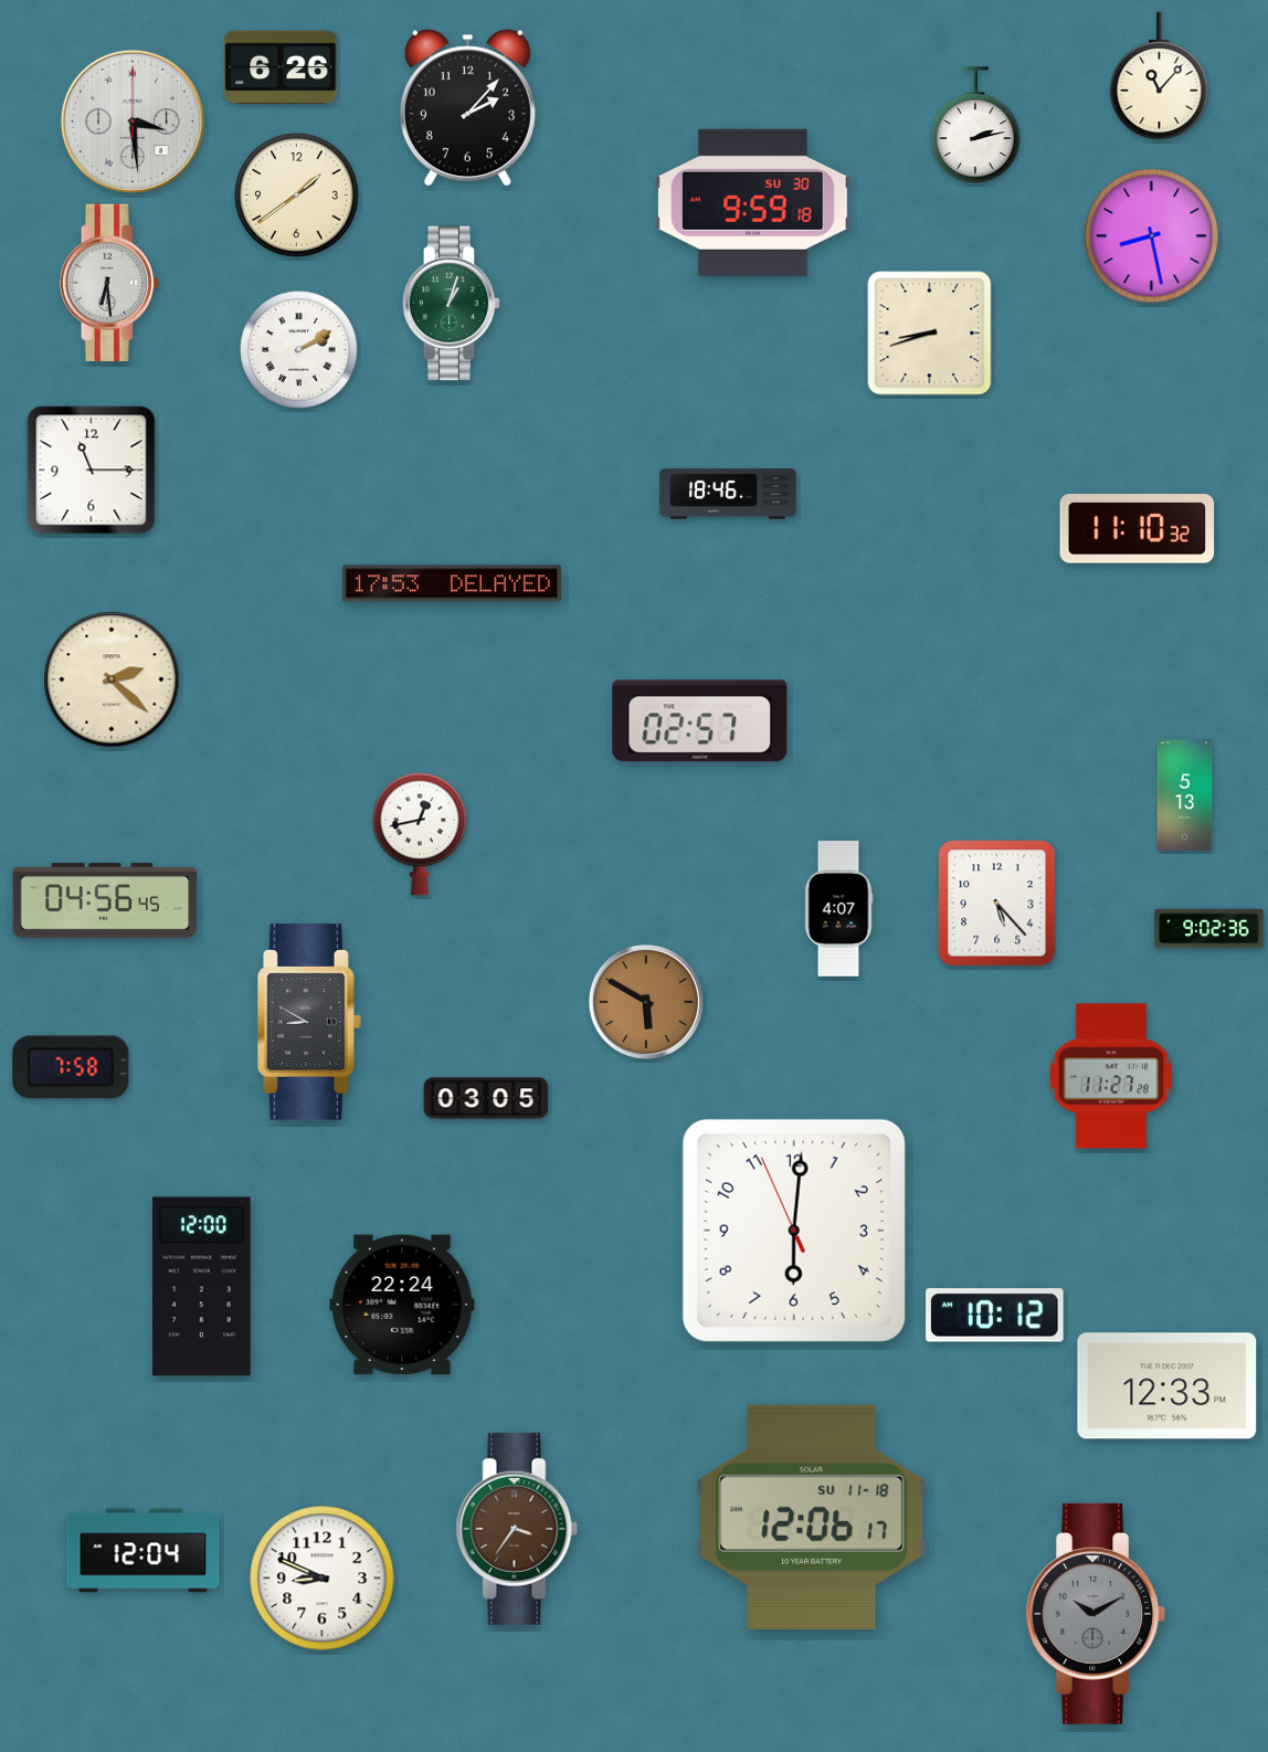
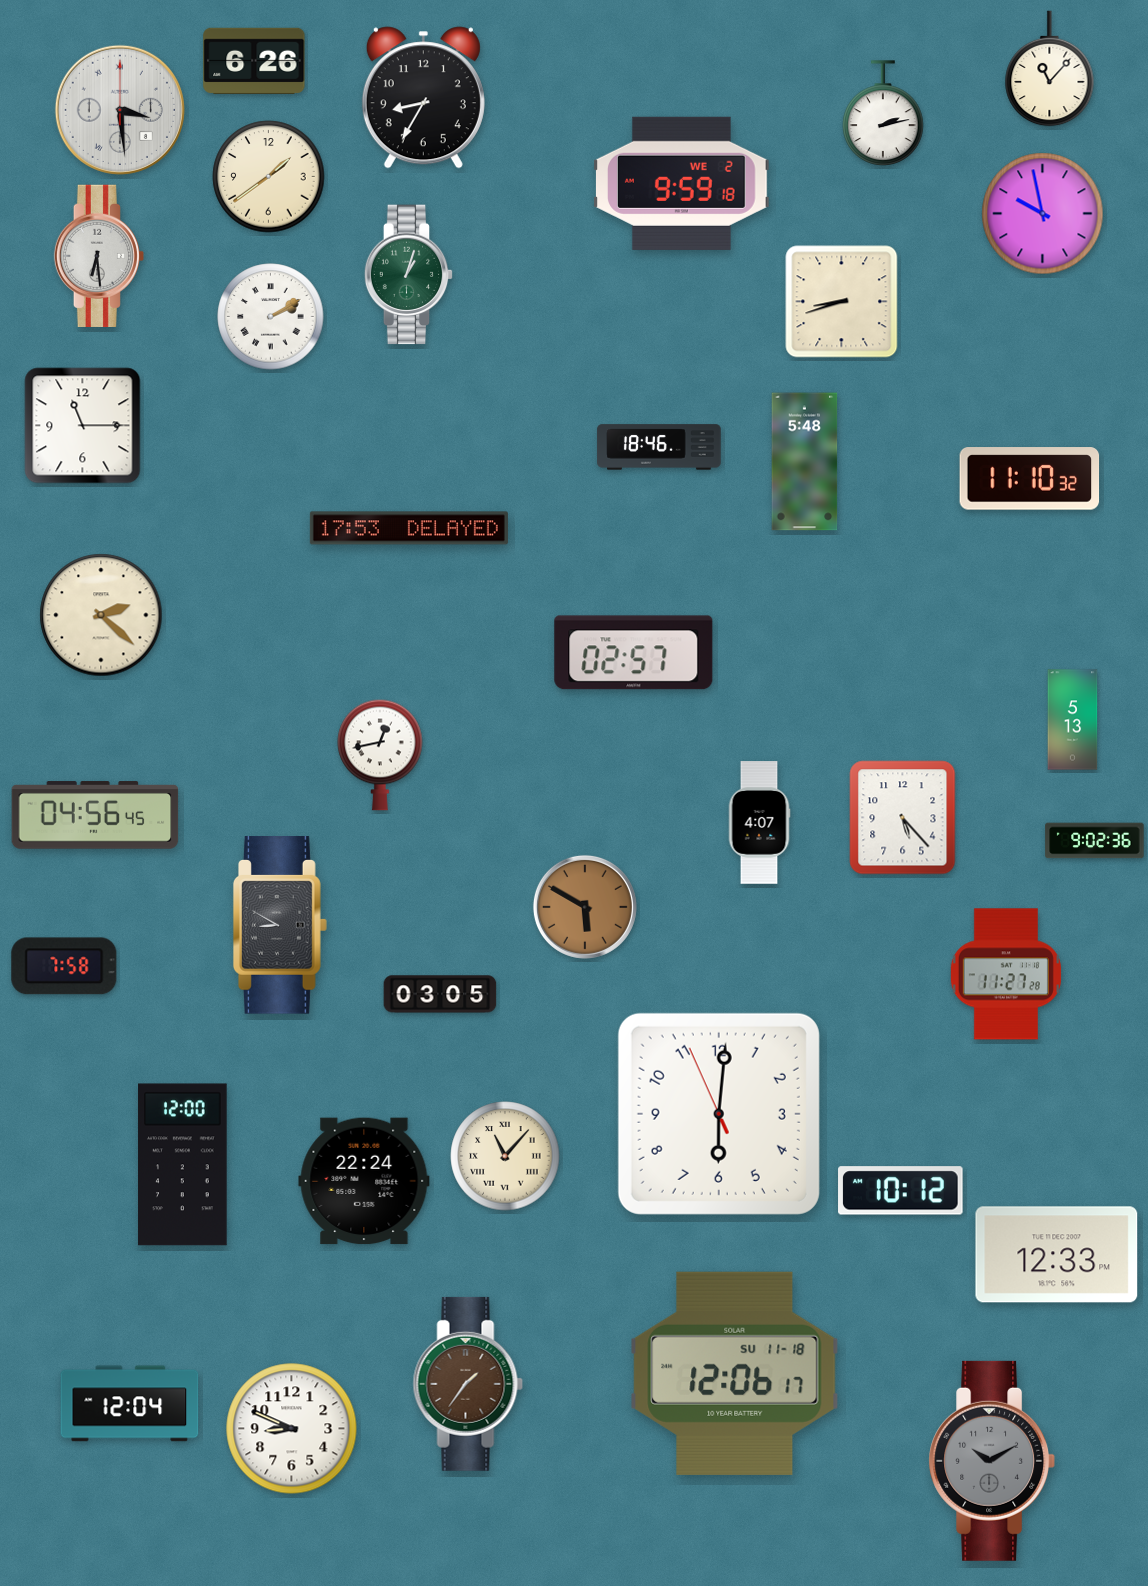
clock at (467, 108): 2:07 -> 8:35
clock at (753, 202) date: SU 30 -> WE 2
clock at (1152, 236): 8:28 -> 9:58
clock at (805, 462): none -> 5:48
clock at (505, 1156): none -> 11:07
clock at (517, 1529): 3:36 -> 1:36
